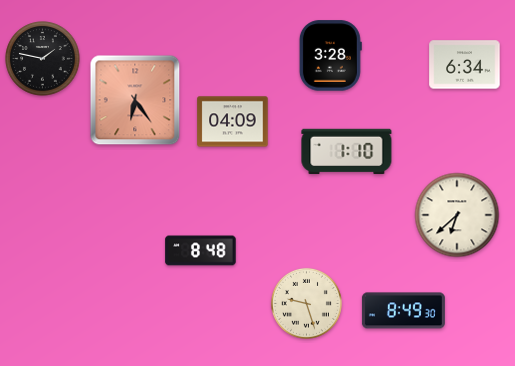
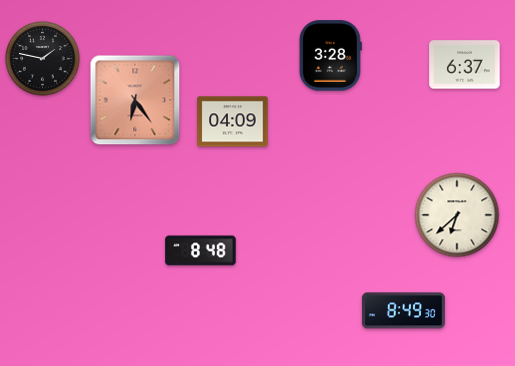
clock at (465, 65): 6:34 -> 6:37
clock at (347, 152): 1:10 -> none
clock at (306, 303): 9:27 -> none
